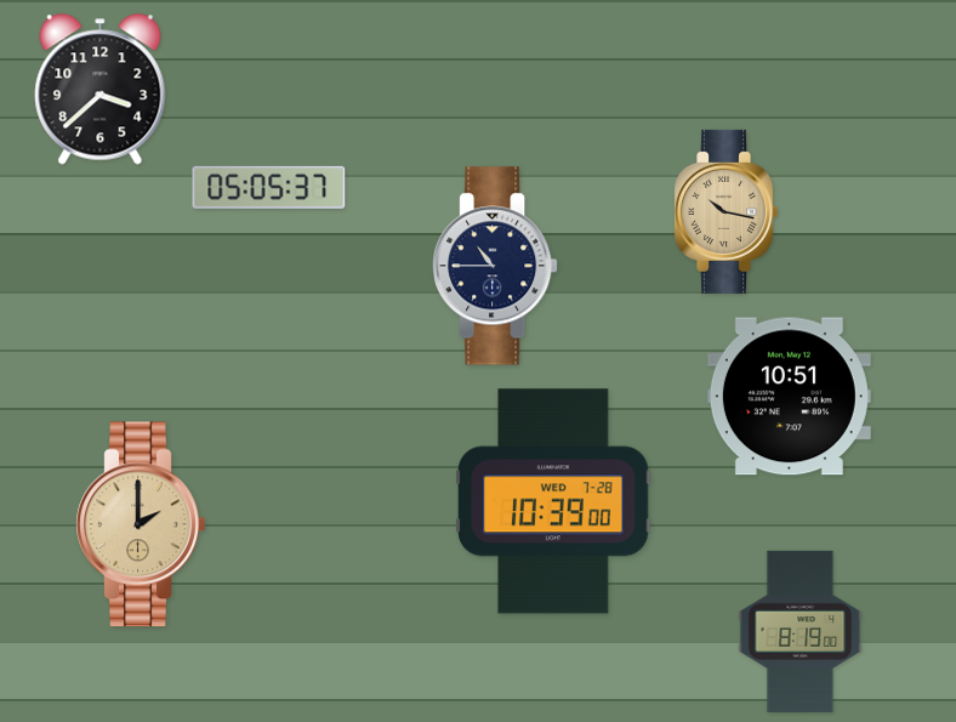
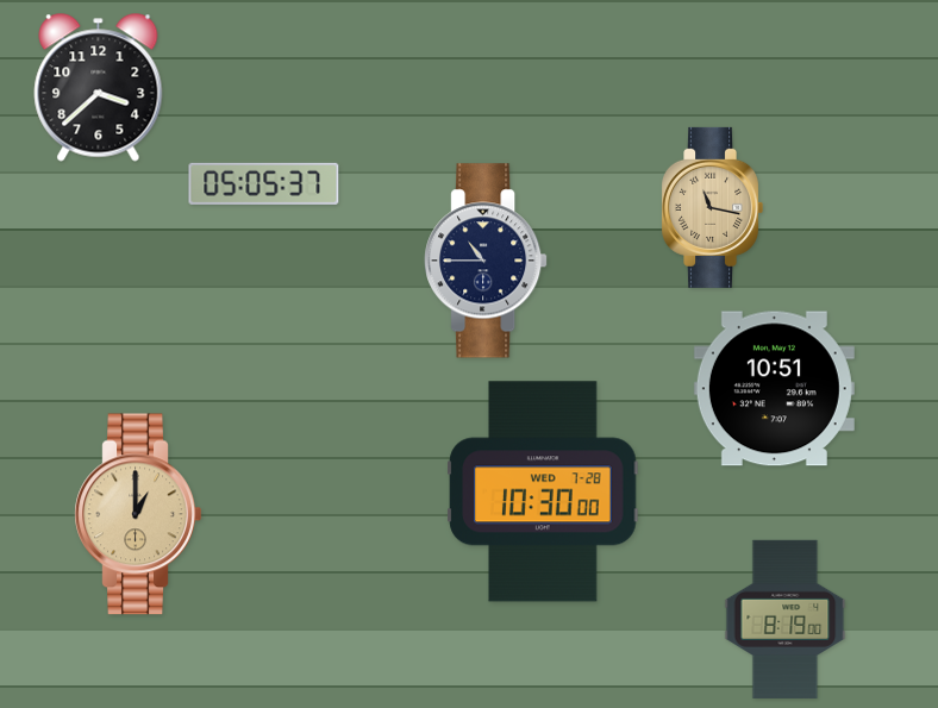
clock at (725, 211): 10:17 -> 11:17
clock at (553, 501): 10:39 -> 10:30
clock at (141, 524): 2:00 -> 1:00
